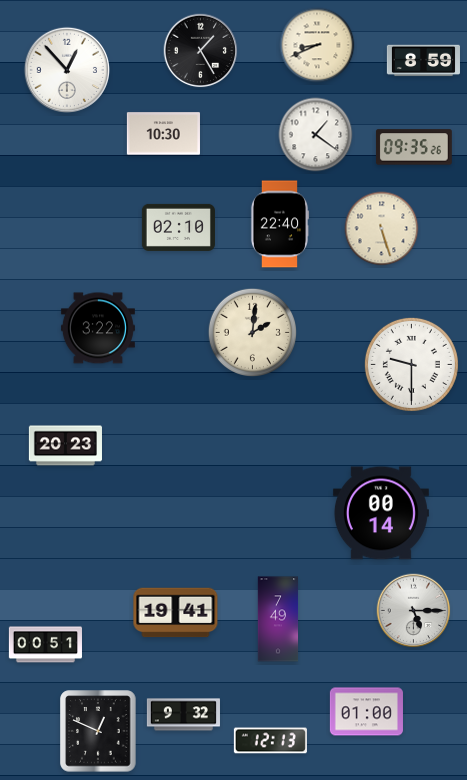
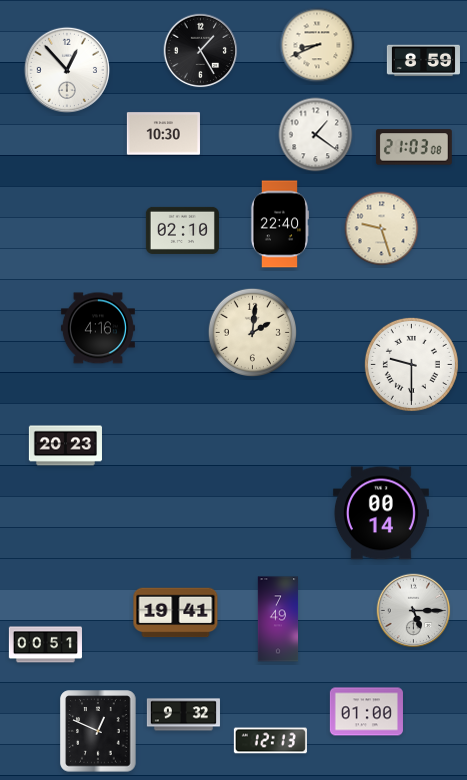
clock at (414, 147): 09:35 -> 21:03
clock at (178, 227) position: (178, 227) -> (182, 230)
clock at (382, 229): 5:27 -> 9:27
clock at (98, 328): 3:22 -> 4:16
